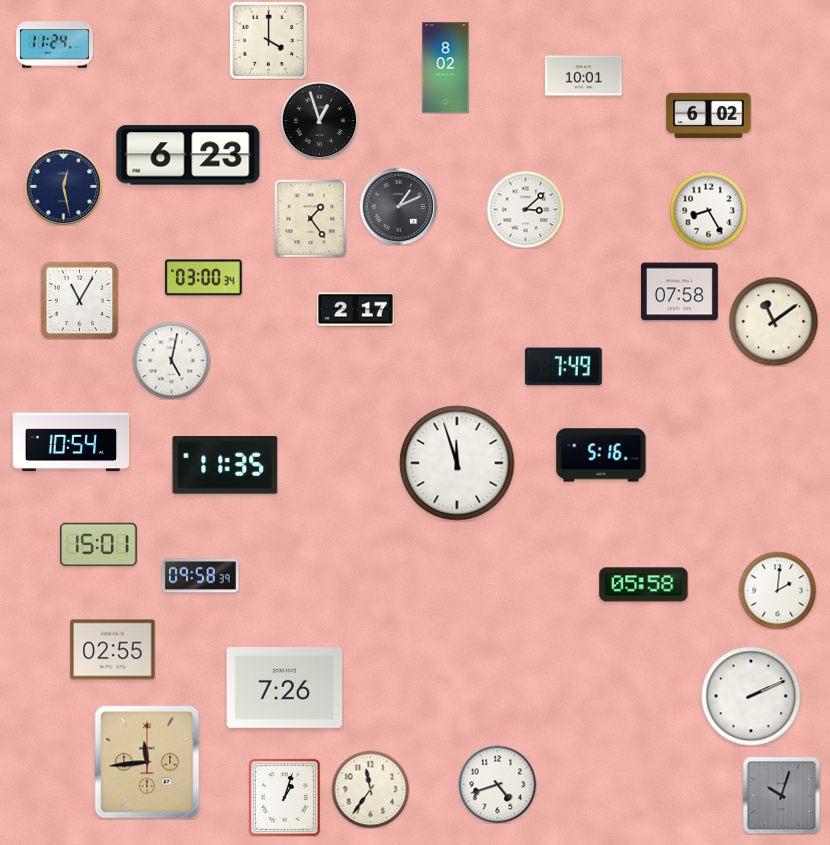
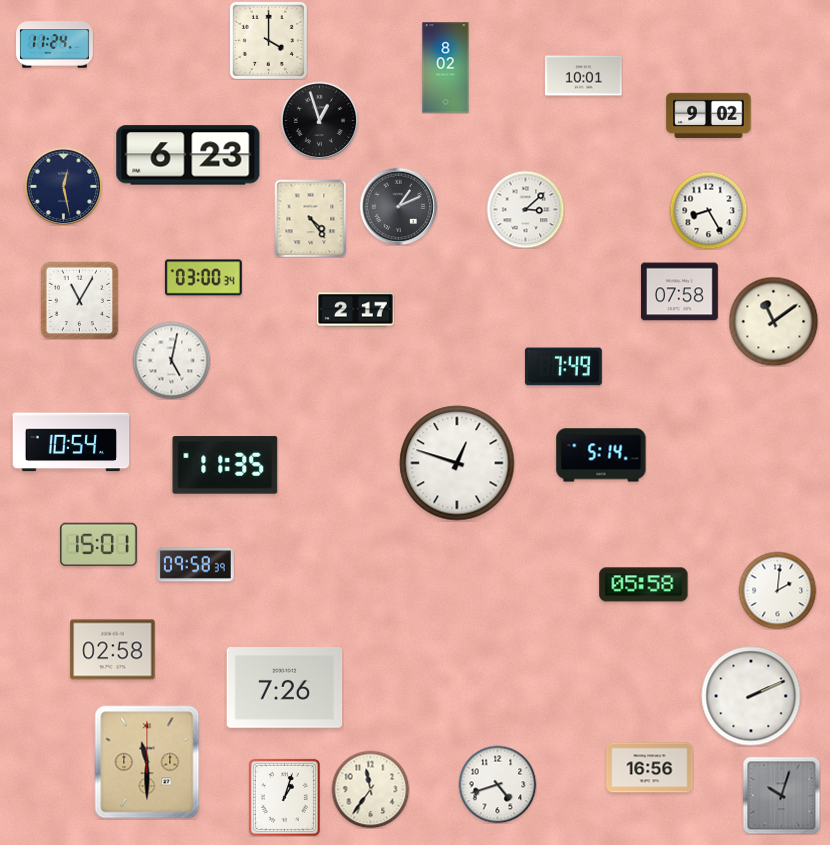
clock at (709, 115): 6:02 -> 9:02
clock at (311, 218): 1:24 -> 4:24
clock at (601, 455): 5:16 -> 5:14
clock at (457, 463): 11:57 -> 12:48
clock at (200, 576) position: (200, 576) -> (195, 565)
clock at (113, 650): 02:55 -> 02:58
clock at (147, 762): 11:44 -> 11:30
clock at (650, 768): none -> 16:56
